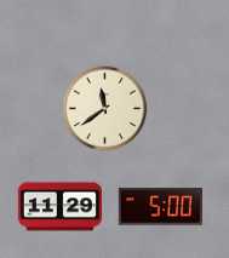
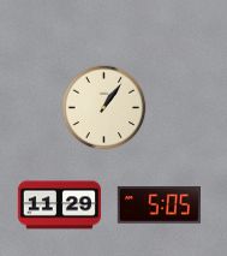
clock at (105, 109): 11:39 -> 1:06
clock at (160, 207): 5:00 -> 5:05
